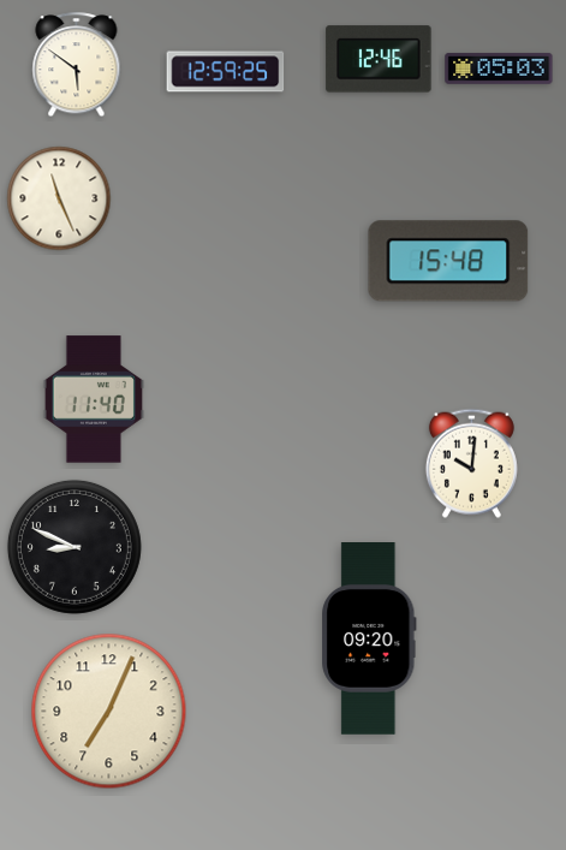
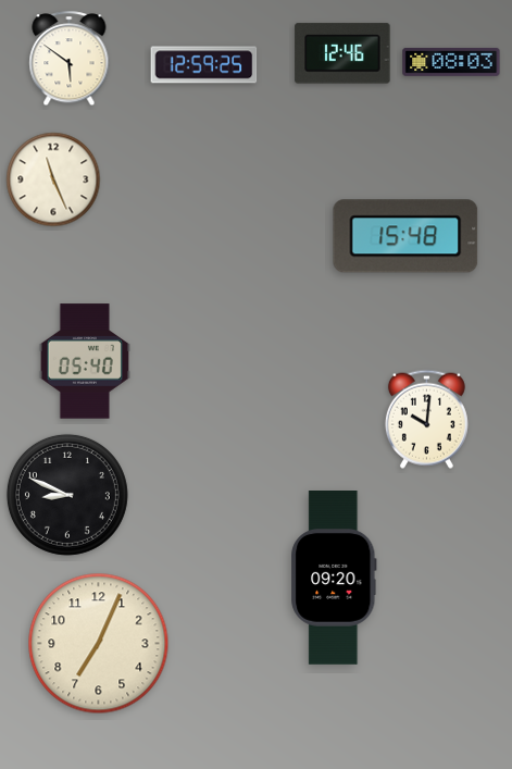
clock at (499, 69): 05:03 -> 08:03
clock at (94, 399): 11:40 -> 05:40
